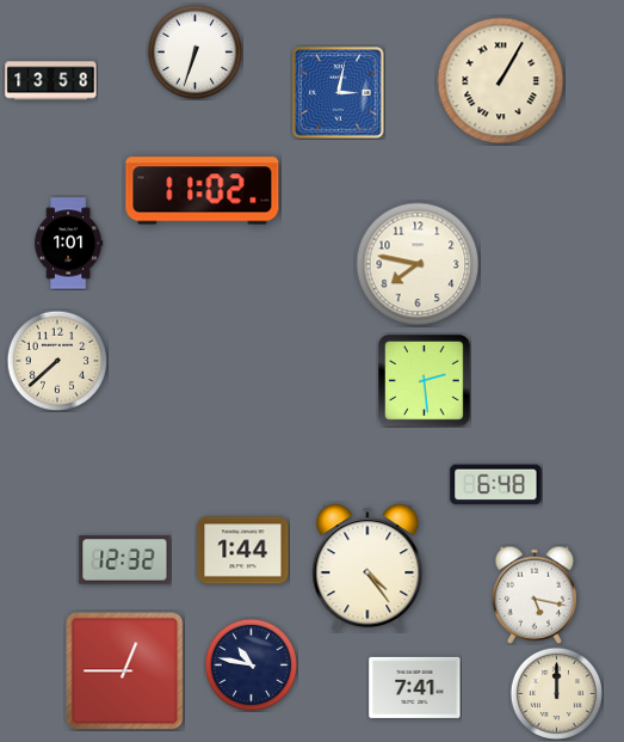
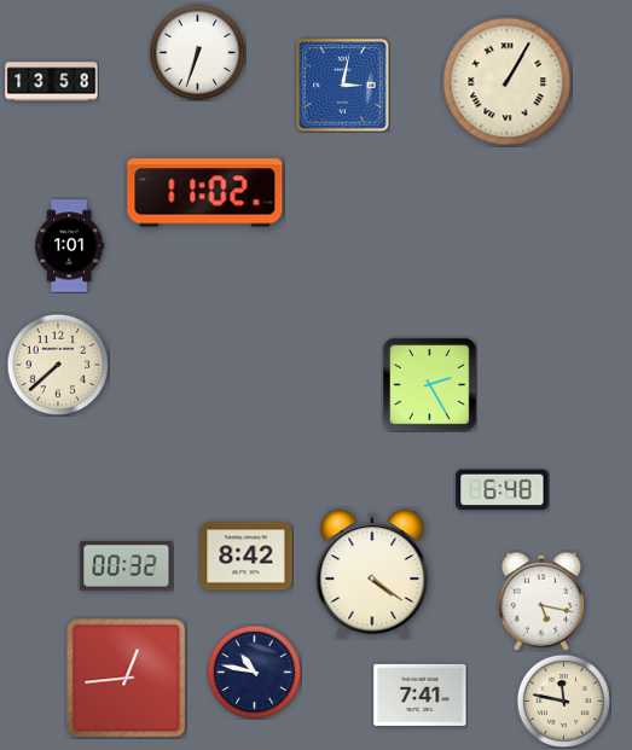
clock at (339, 93) position: (339, 93) -> (343, 86)
clock at (418, 264): 7:47 -> none
clock at (424, 380): 2:29 -> 2:25
clock at (243, 551): 1:44 -> 8:42
clock at (125, 560): 12:32 -> 00:32
clock at (367, 568): 4:24 -> 4:21
clock at (125, 672): 12:45 -> 12:44
clock at (556, 693): 12:00 -> 11:47
